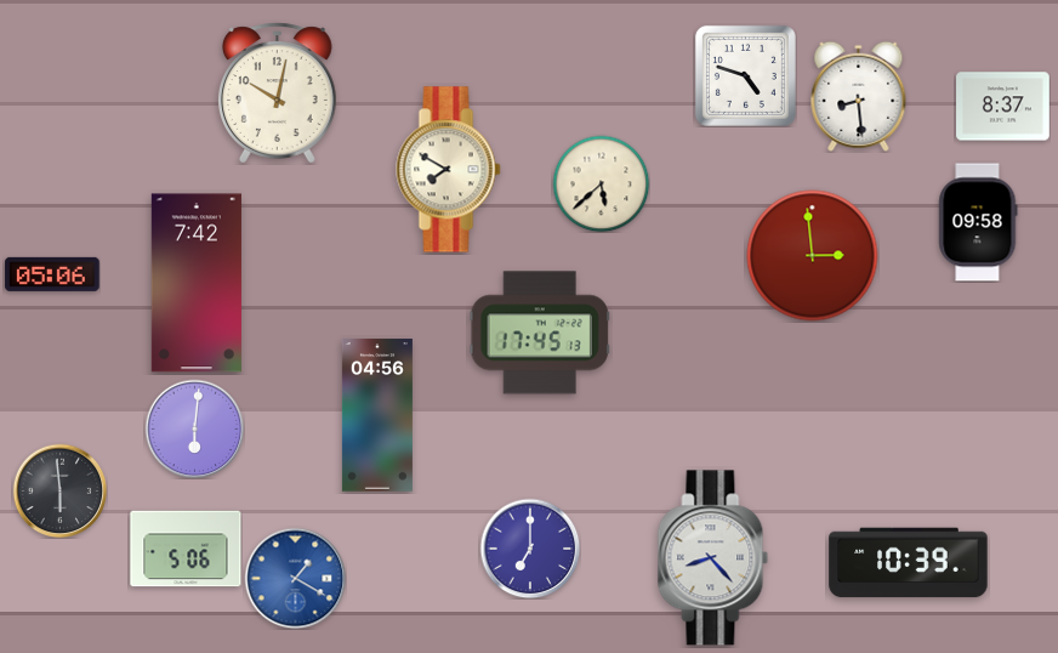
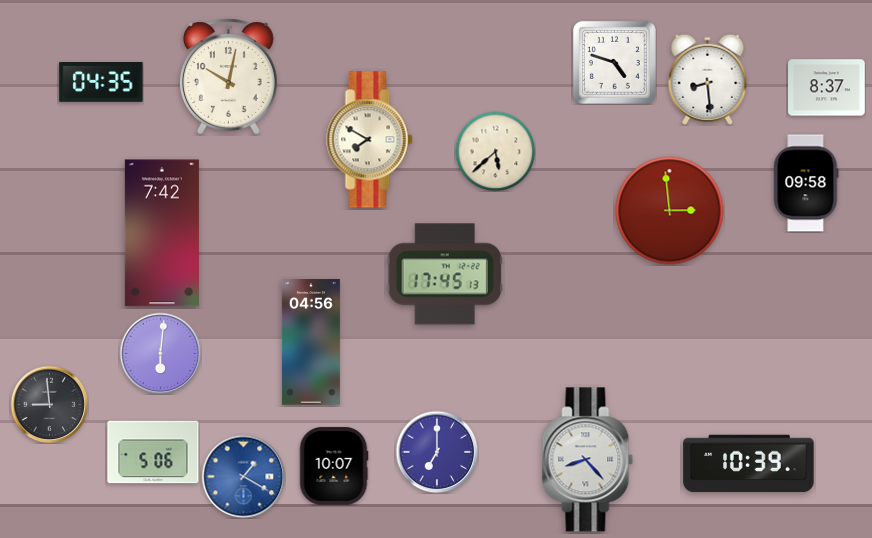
clock at (101, 83): none -> 04:35
clock at (52, 274): 05:06 -> none
clock at (59, 490): 5:59 -> 8:59
clock at (334, 466): none -> 10:07
